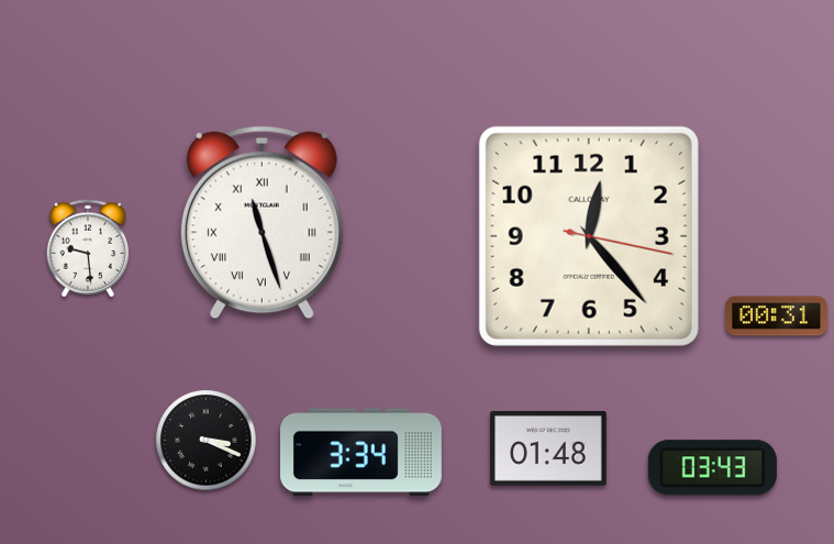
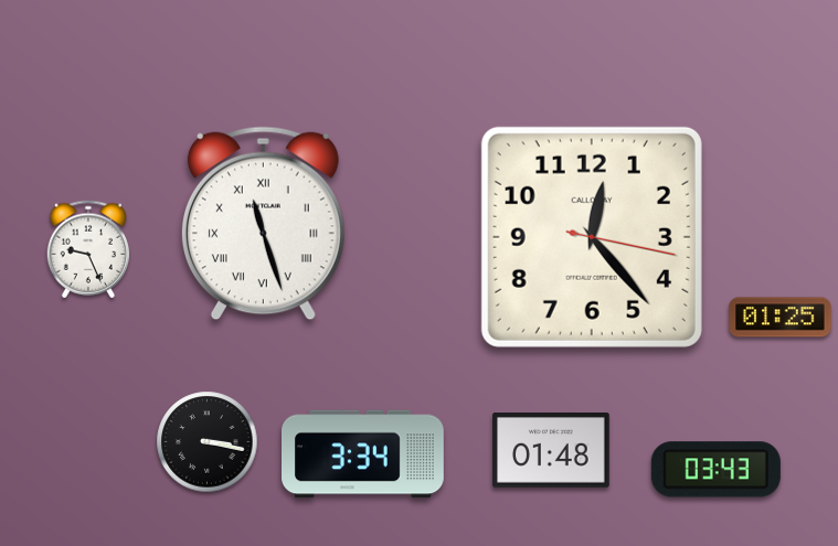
clock at (88, 248): 9:29 -> 9:26
clock at (777, 317): 00:31 -> 01:25
clock at (207, 441): 3:19 -> 3:17
